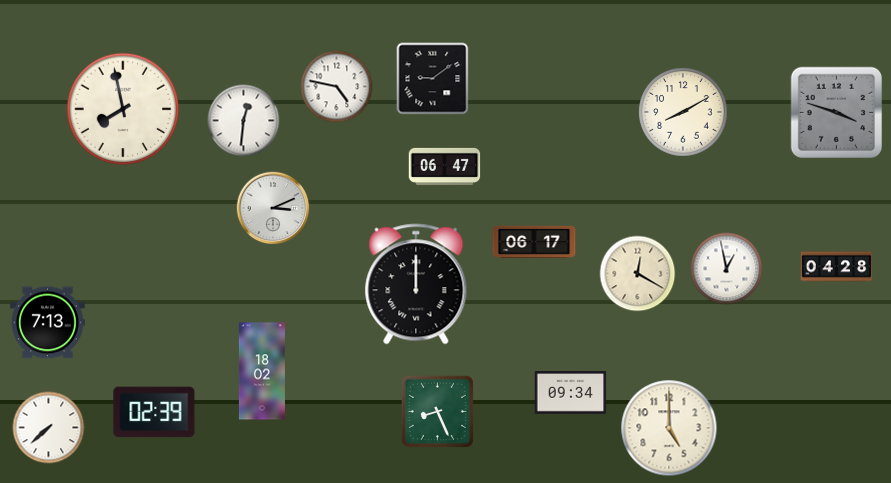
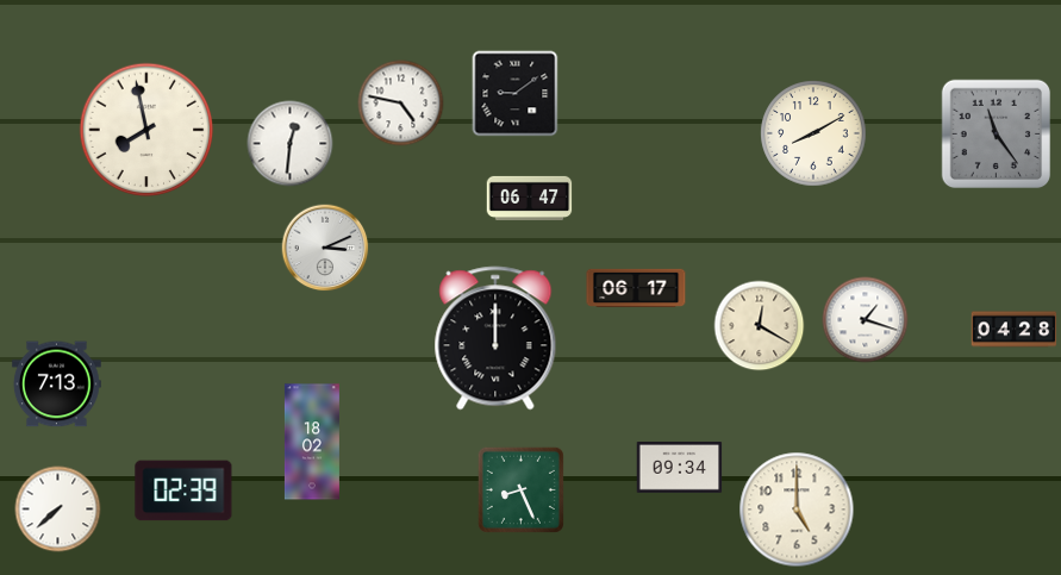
clock at (837, 113): 3:48 -> 11:24
clock at (837, 267) position: (837, 267) -> (1015, 330)
clock at (727, 269): 12:58 -> 1:18
